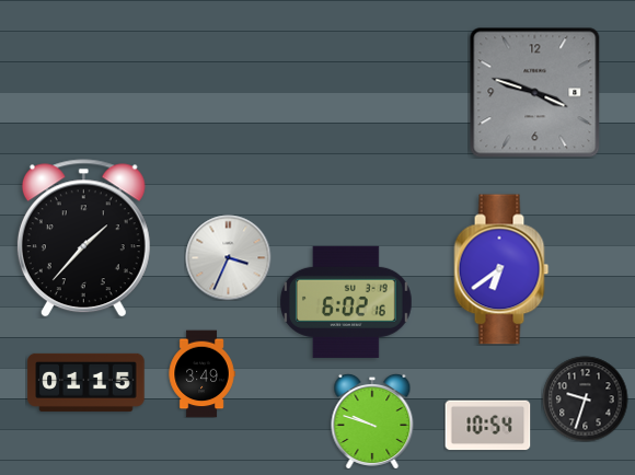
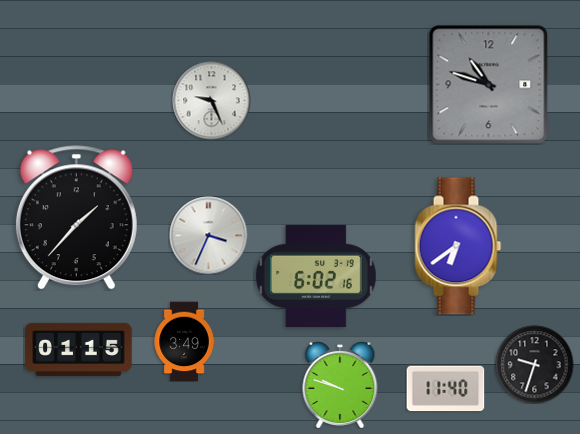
clock at (534, 92): 3:48 -> 10:48
clock at (211, 100): none -> 9:26
clock at (487, 426): 10:54 -> 11:40
